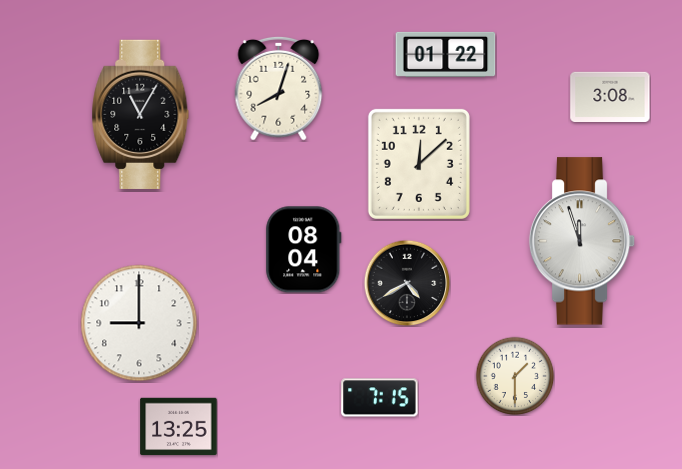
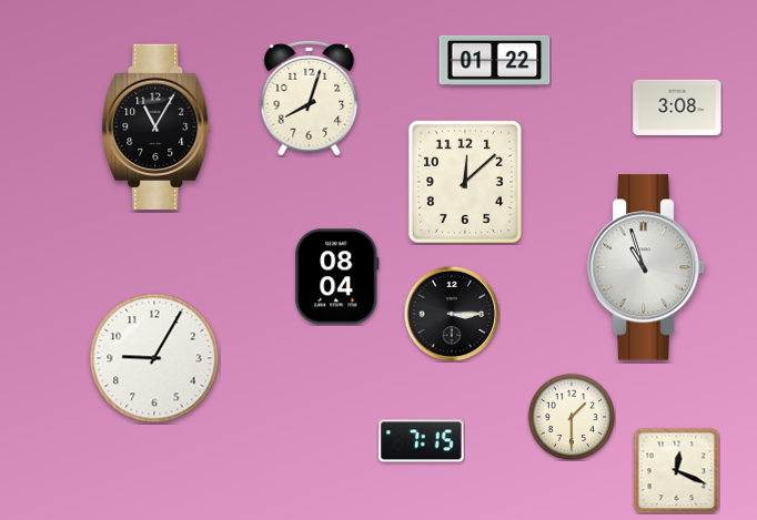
clock at (582, 241): 11:57 -> 10:57
clock at (407, 283): 4:40 -> 3:15
clock at (139, 323): 9:00 -> 9:05
clock at (676, 470): none -> 12:19
clock at (179, 427): 13:25 -> none
